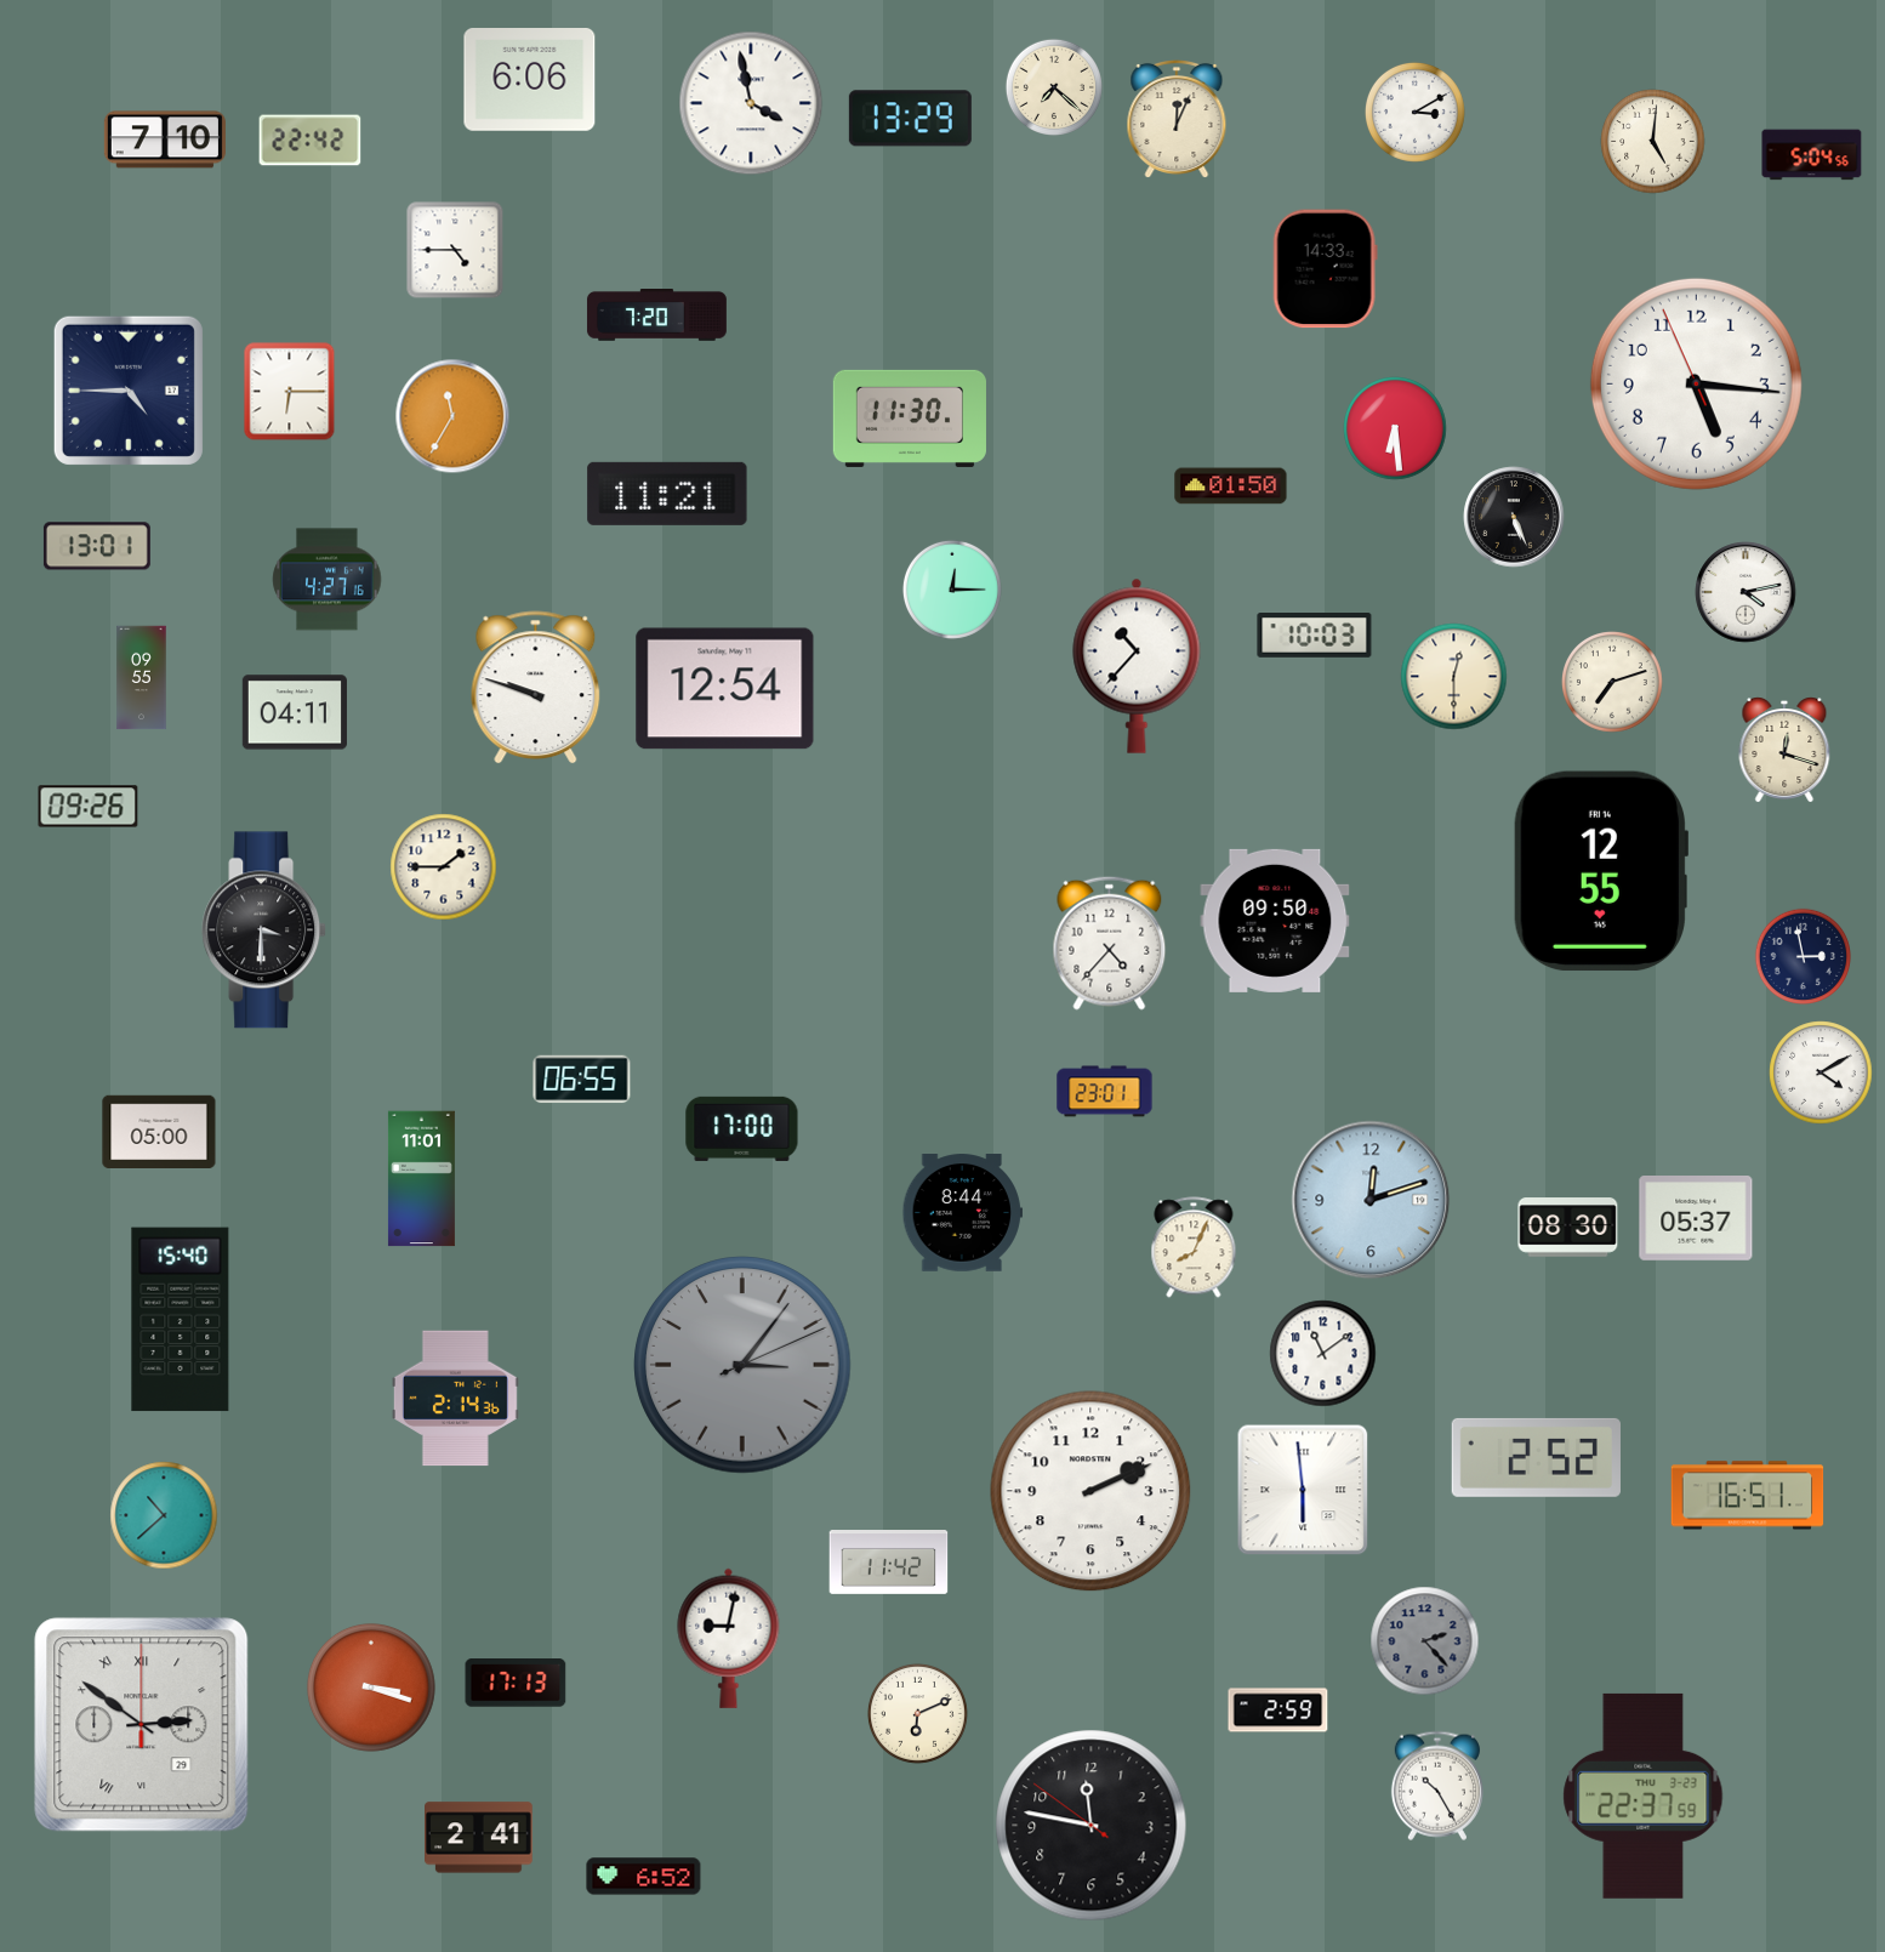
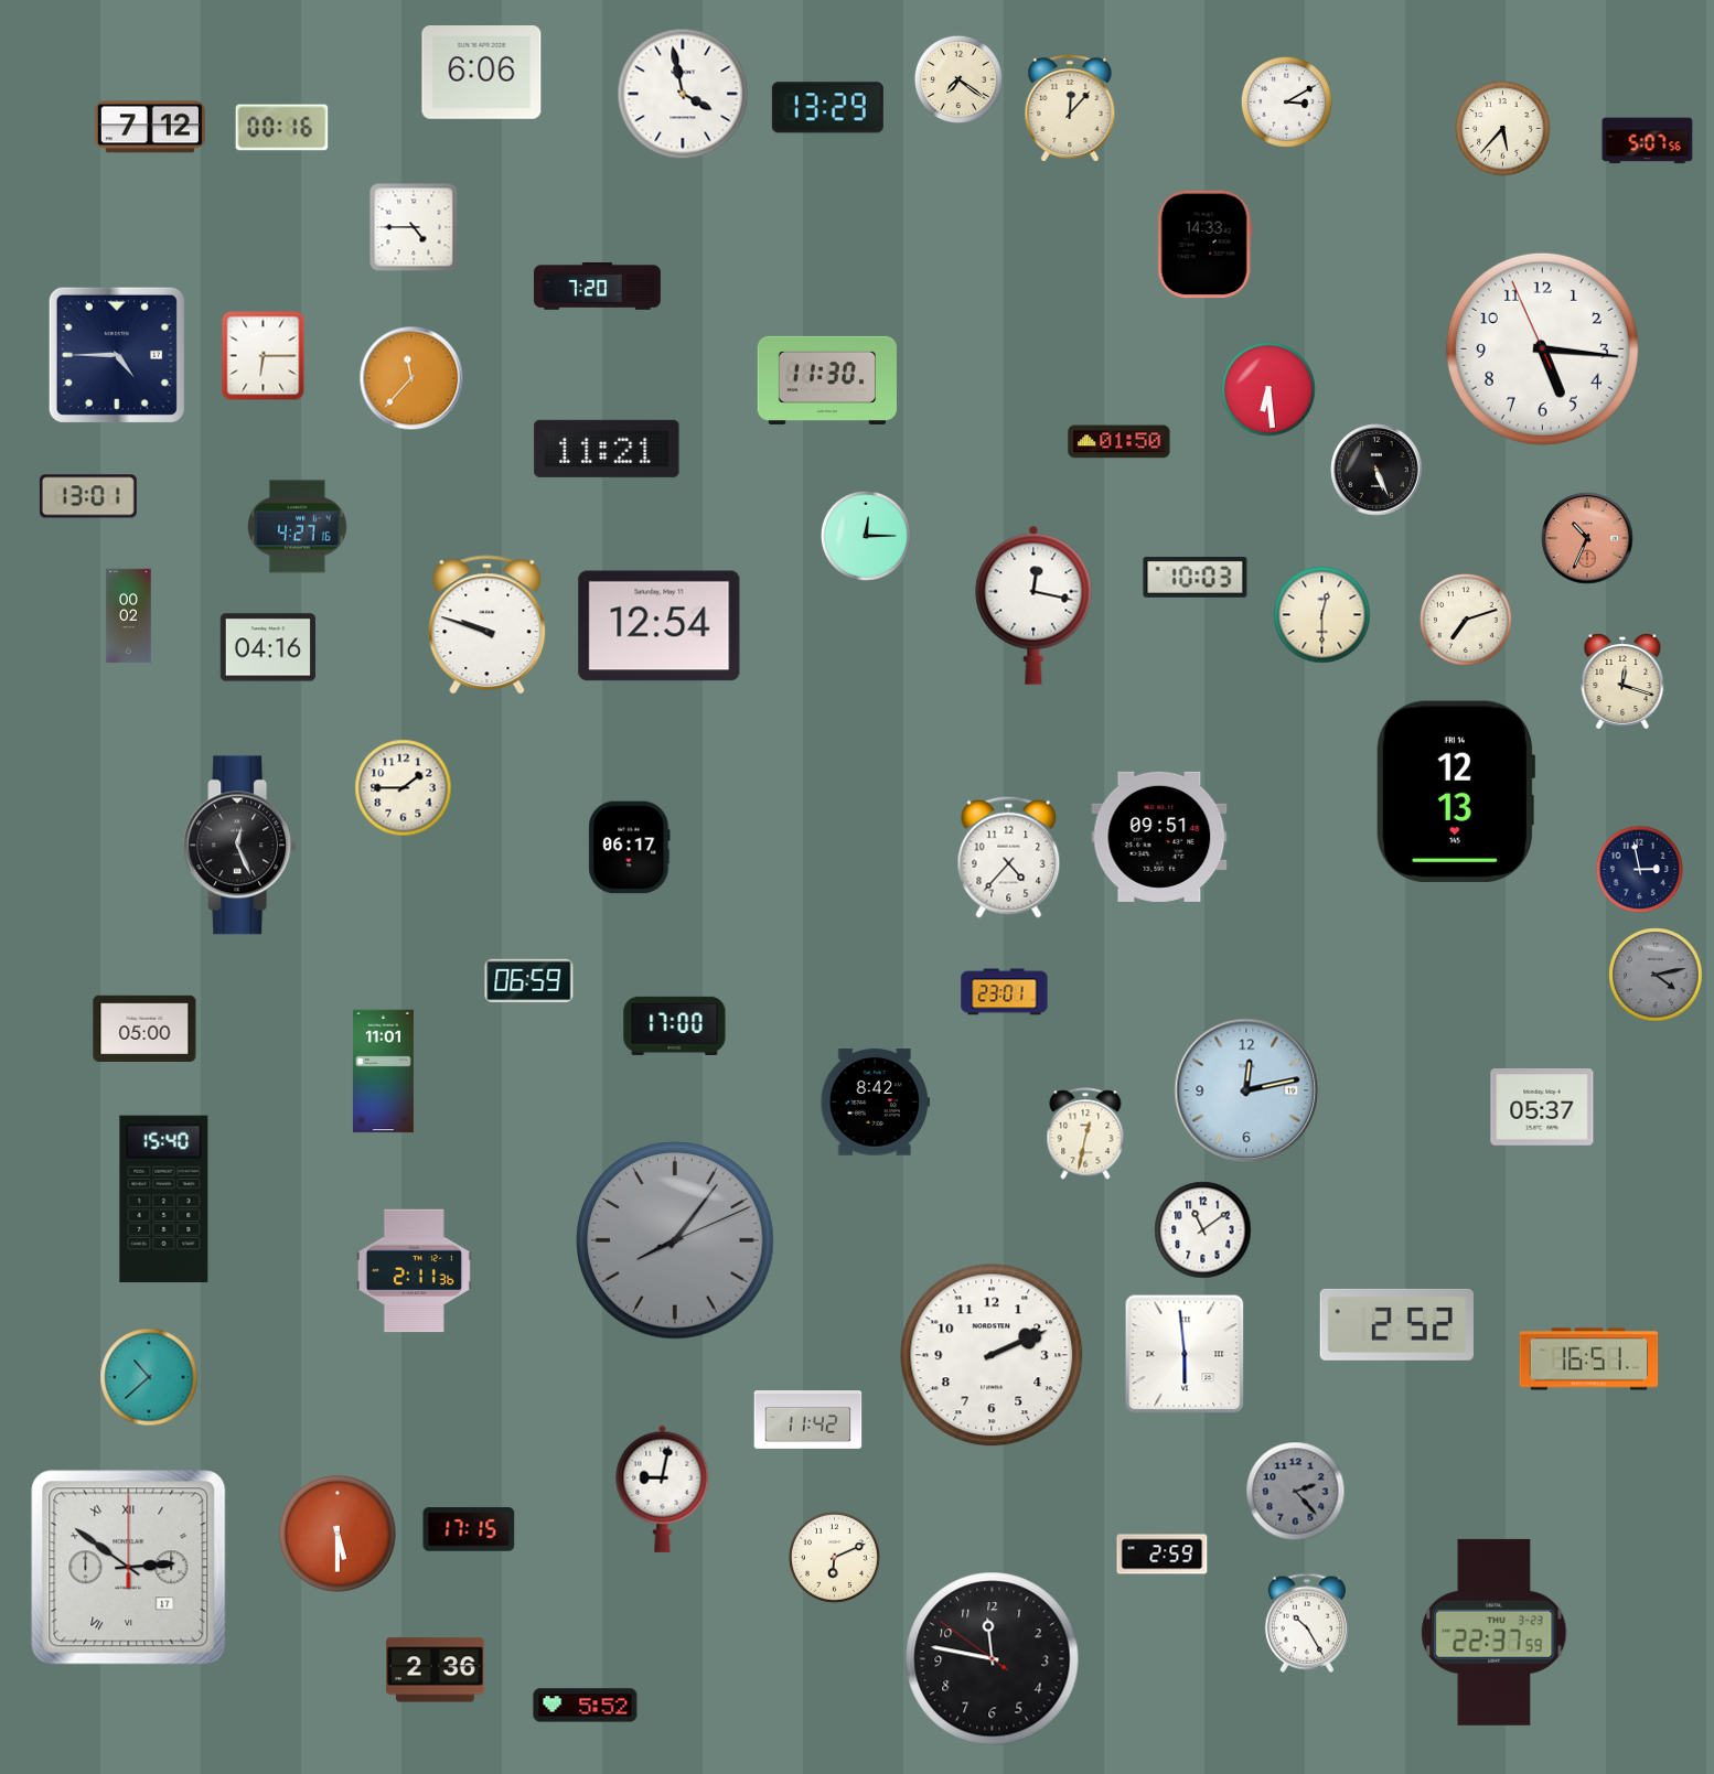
clock at (1054, 87): 7:22 -> 7:21
clock at (1177, 118): 12:04 -> 12:07
clock at (165, 140): 7:10 -> 7:12
clock at (311, 141): 22:42 -> 00:16
clock at (1653, 142): 5:01 -> 5:37
clock at (1812, 155): 5:04 -> 5:07
clock at (452, 416): 11:35 -> 11:37
clock at (1746, 592): 4:13 -> 10:34
clock at (1746, 592) dial: white -> salmon
clock at (1137, 666): 10:37 -> 12:17
clock at (142, 678): 09:55 -> 00:02
clock at (295, 712): 04:11 -> 04:16
clock at (89, 807): 09:26 -> none
clock at (1600, 871): 12:55 -> 12:13
clock at (1275, 921): 09:50 -> 09:51
clock at (264, 931): 3:30 -> 12:26
clock at (630, 848): none -> 06:17
clock at (1821, 1072): 4:10 -> 4:13
clock at (1821, 1072) dial: white -> grey
clock at (582, 1080): 06:55 -> 06:59
clock at (1371, 1200): 12:12 -> 12:13
clock at (962, 1213): 8:44 -> 8:42
clock at (1568, 1228): 08:30 -> none
clock at (1194, 1247): 8:04 -> 12:32
clock at (742, 1365): 3:06 -> 8:06
clock at (455, 1399): 2:14 -> 2:11
clock at (516, 1683): 17:13 -> 17:15
clock at (371, 1688): 3:18 -> 5:30
clock at (142, 1725) date: 29 -> 17
clock at (479, 1838): 2:41 -> 2:36
clock at (644, 1877): 6:52 -> 5:52
